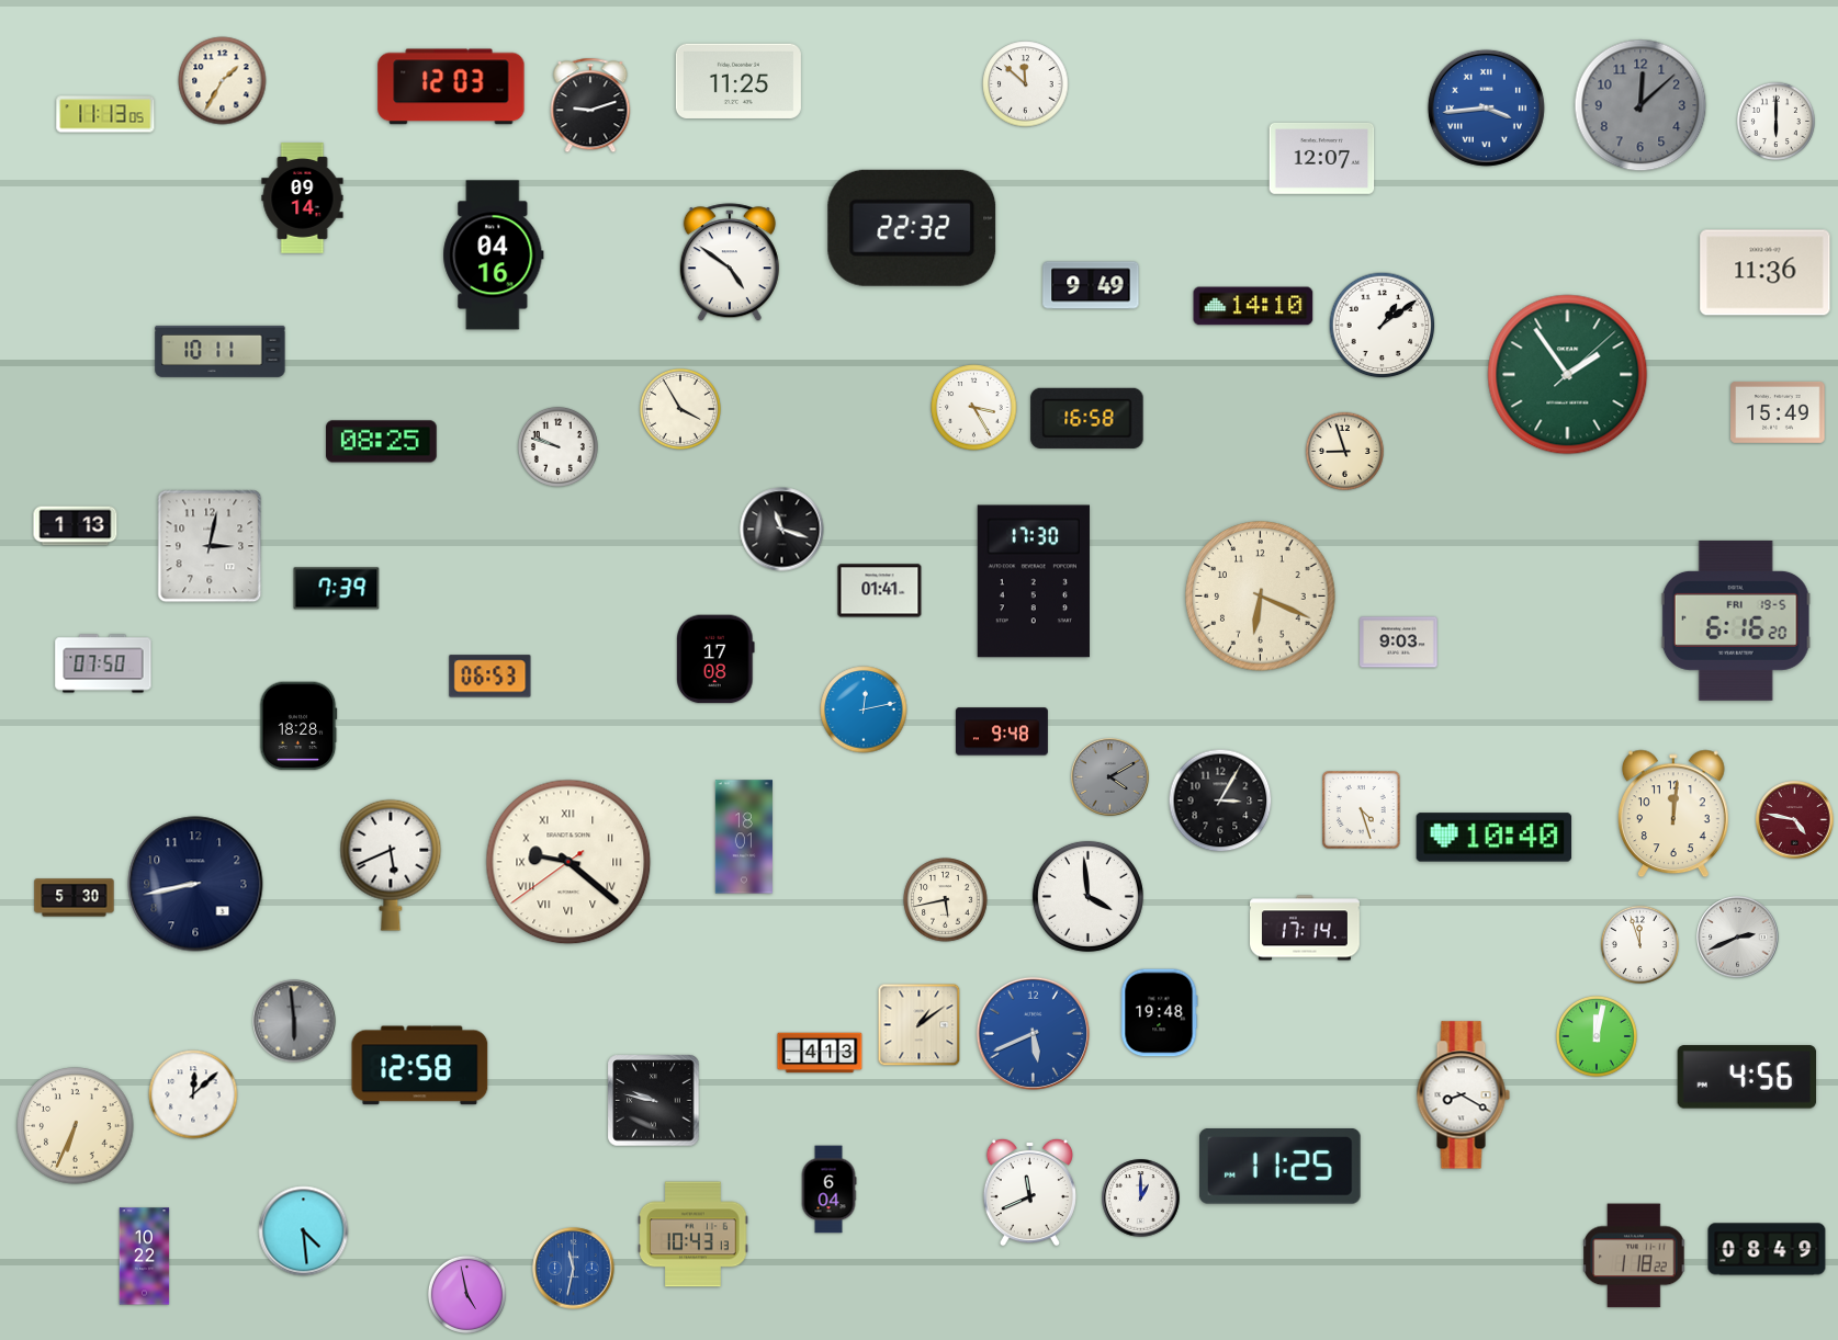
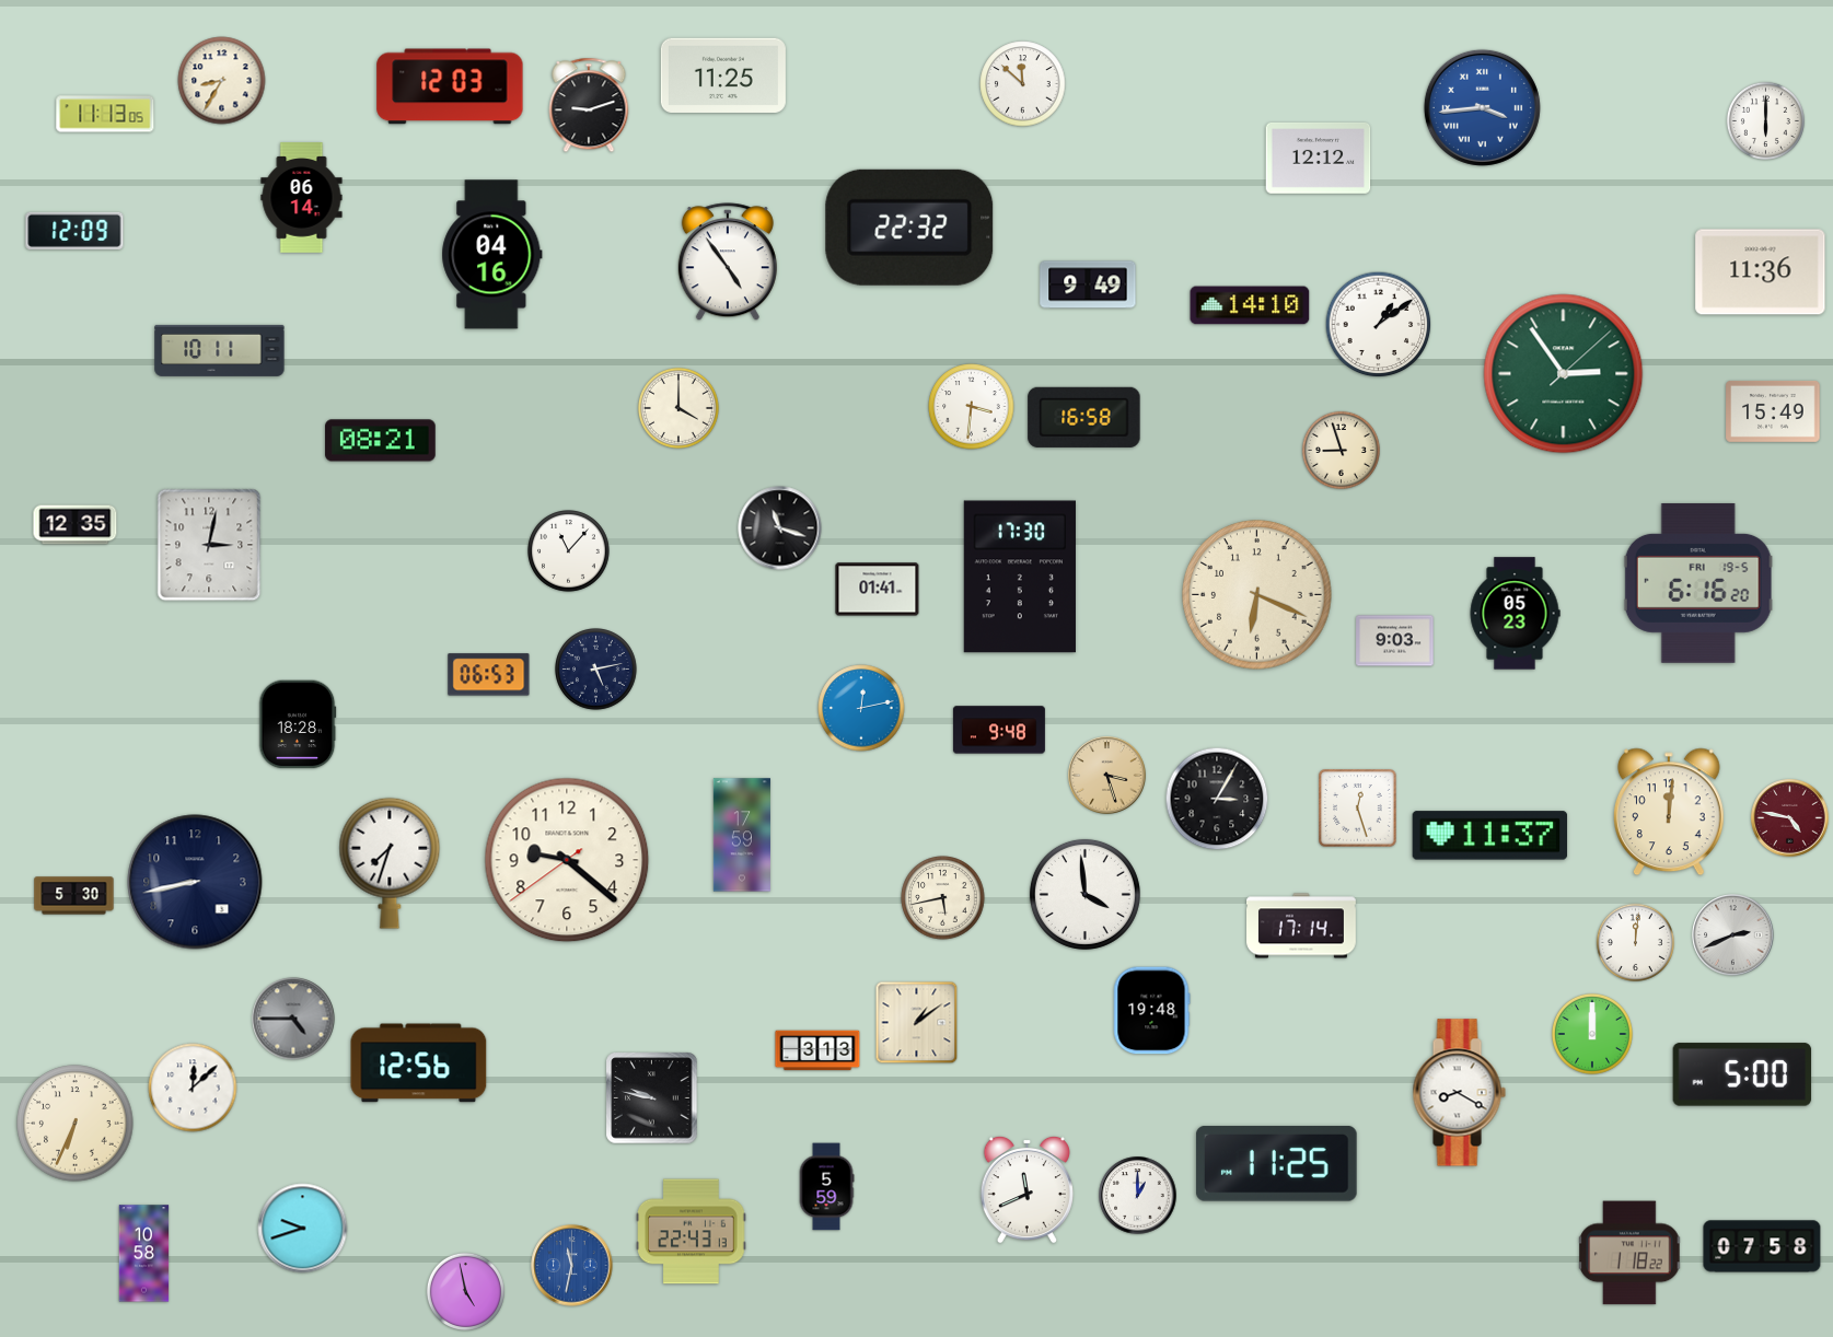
clock at (223, 81): 1:35 -> 8:35
clock at (738, 81) position: (738, 81) -> (723, 75)
clock at (1640, 105): 12:08 -> none
clock at (1775, 121) position: (1775, 121) -> (1765, 120)
clock at (1322, 158): 12:07 -> 12:12
clock at (303, 198): 09:14 -> 06:14
clock at (74, 231): none -> 12:09
clock at (730, 263): 4:51 -> 4:54
clock at (1568, 375): 1:54 -> 2:54
clock at (974, 408): 3:25 -> 3:31
clock at (680, 409): 3:55 -> 4:00
clock at (382, 442): 08:25 -> 08:21
clock at (557, 446): 9:48 -> none
clock at (76, 526): 1:13 -> 12:35
clock at (569, 551): none -> 11:07
clock at (1034, 581) position: (1034, 581) -> (1020, 577)
clock at (337, 589): 7:39 -> none
clock at (1515, 614): none -> 05:23
clock at (1736, 621) position: (1736, 621) -> (1698, 583)
clock at (717, 659): 17:08 -> none
clock at (103, 663): 07:50 -> none
clock at (596, 670): none -> 5:13
clock at (1110, 777): 4:10 -> 3:27
clock at (1110, 777) dial: grey -> champagne
clock at (1362, 810): 4:27 -> 12:27
clock at (744, 837): 18:01 -> 17:59
clock at (1495, 838): 10:40 -> 11:37
clock at (568, 862) numerals: Roman -> Arabic
clock at (391, 865): 5:41 -> 7:33
clock at (1639, 944): 11:57 -> 12:01
clock at (1159, 1013) position: (1159, 1013) -> (1151, 1011)
clock at (294, 1021): 5:59 -> 4:45
clock at (1033, 1033): 5:41 -> none
clock at (1597, 1036): 12:02 -> 12:00
clock at (820, 1053): 4:13 -> 3:13
clock at (420, 1066): 12:58 -> 12:56
clock at (1747, 1077): 4:56 -> 5:00
clock at (193, 1094) position: (193, 1094) -> (193, 1088)
clock at (828, 1190): 6:04 -> 5:59
clock at (304, 1231): 4:29 -> 9:42
clock at (694, 1235): 10:43 -> 22:43
clock at (1767, 1249): 08:49 -> 07:58
clock at (145, 1257): 10:22 -> 10:58
